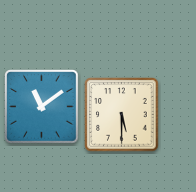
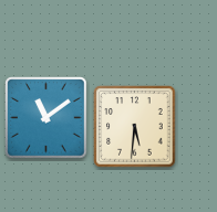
clock at (122, 115): 5:30 -> 5:31
